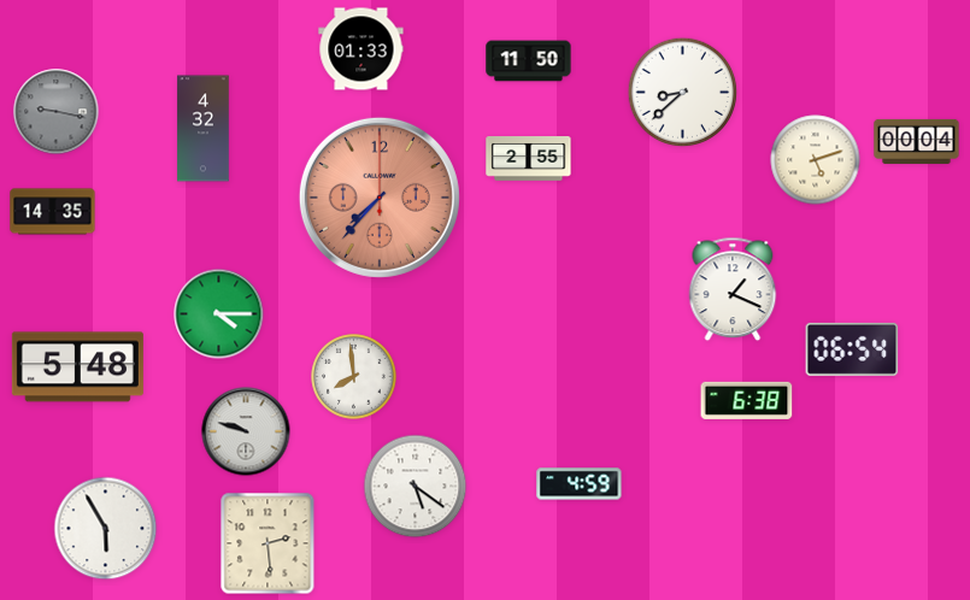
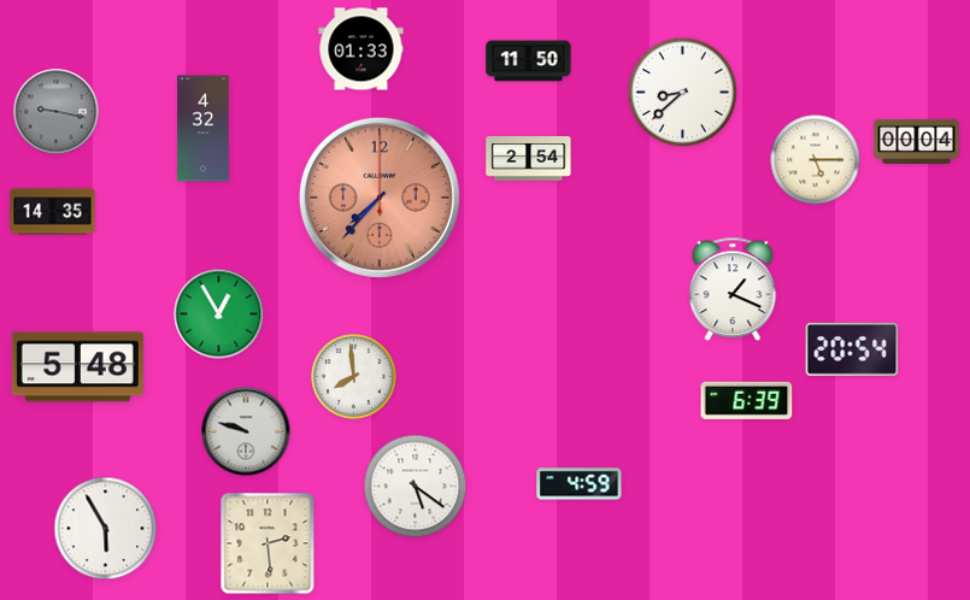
clock at (529, 159): 2:55 -> 2:54
clock at (816, 160): 5:12 -> 5:15
clock at (219, 314): 4:15 -> 12:55
clock at (852, 349): 06:54 -> 20:54
clock at (747, 400): 6:38 -> 6:39
